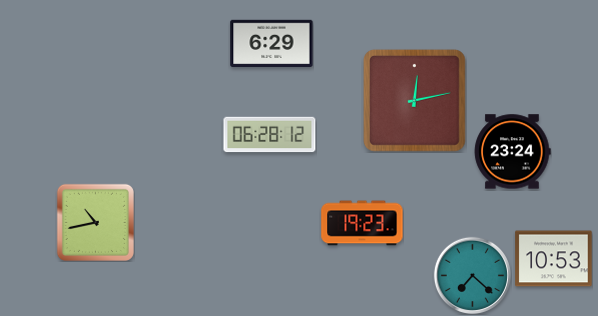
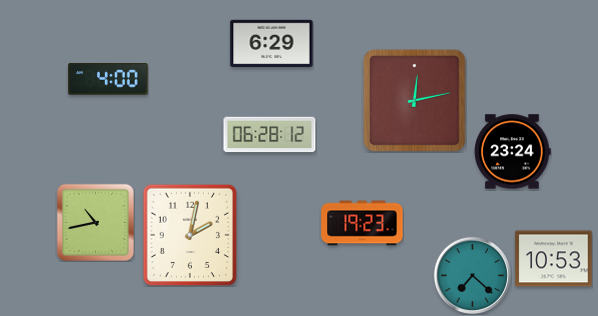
clock at (108, 79): none -> 4:00
clock at (190, 235): none -> 2:02
